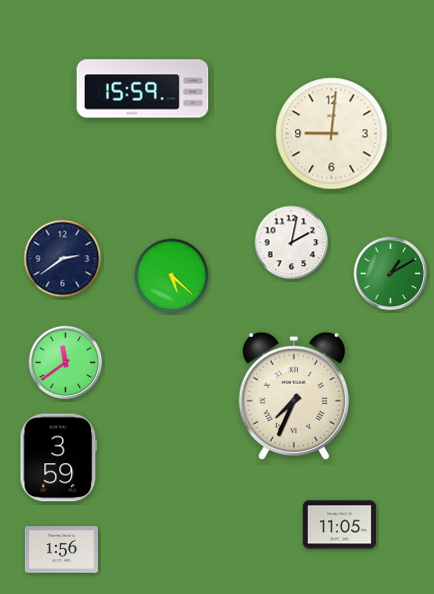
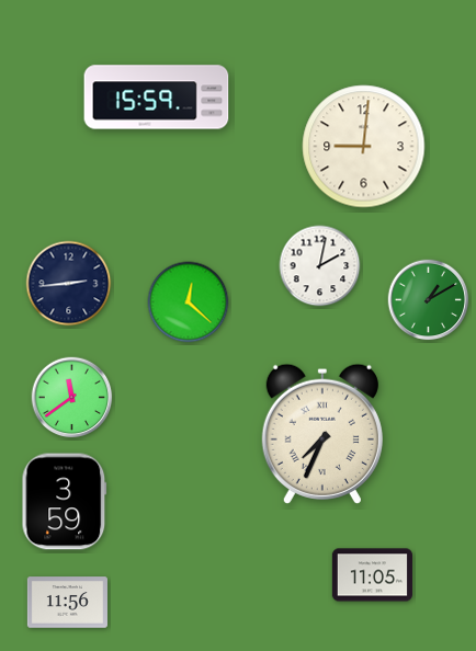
clock at (63, 259): 2:39 -> 2:44
clock at (172, 276): 5:22 -> 12:22
clock at (61, 550): 1:56 -> 11:56
